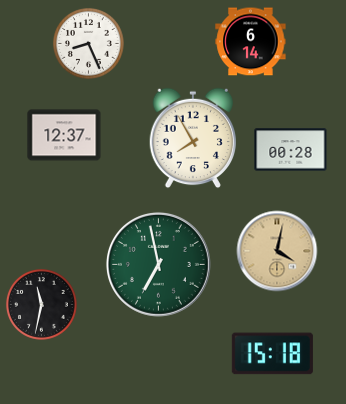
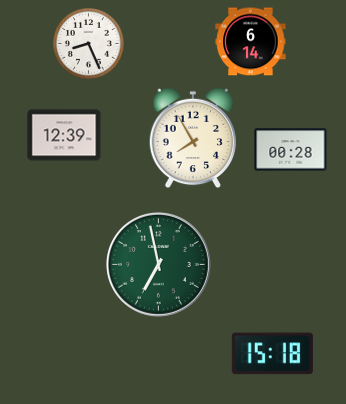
clock at (64, 135): 12:37 -> 12:39
clock at (277, 251): 4:02 -> none
clock at (41, 304): 11:32 -> none
